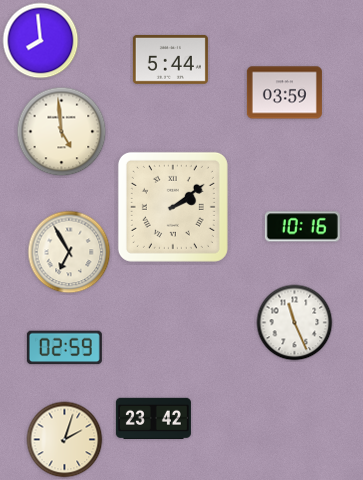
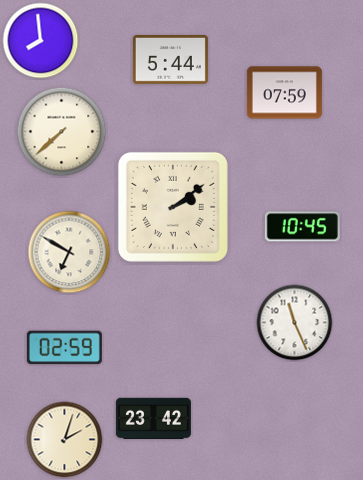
clock at (284, 93): 03:59 -> 07:59
clock at (62, 132): 4:59 -> 7:38
clock at (302, 227): 10:16 -> 10:45
clock at (69, 252): 6:55 -> 6:50
